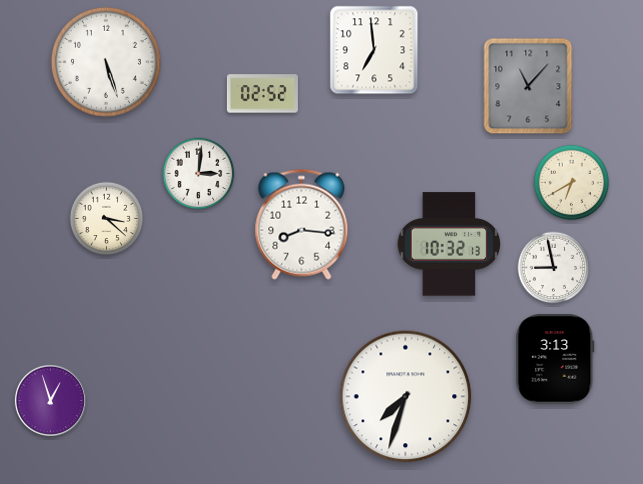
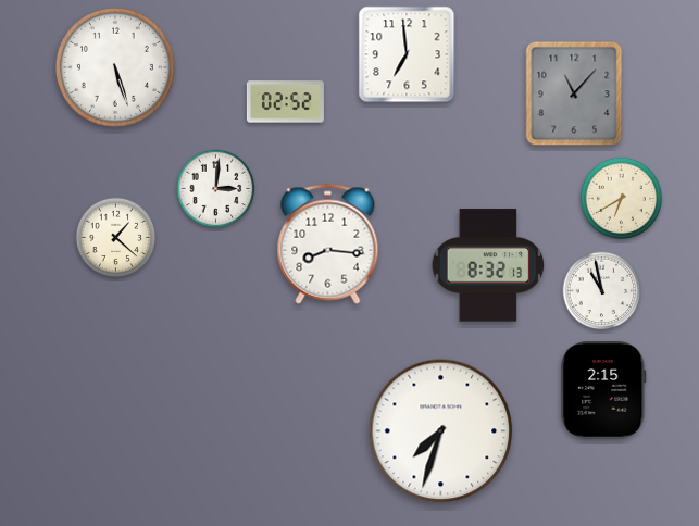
clock at (107, 219): 3:22 -> 1:22
clock at (449, 244): 10:32 -> 8:32
clock at (554, 268): 8:58 -> 10:58
clock at (555, 359): 3:13 -> 2:15
clock at (50, 400): 12:57 -> none
